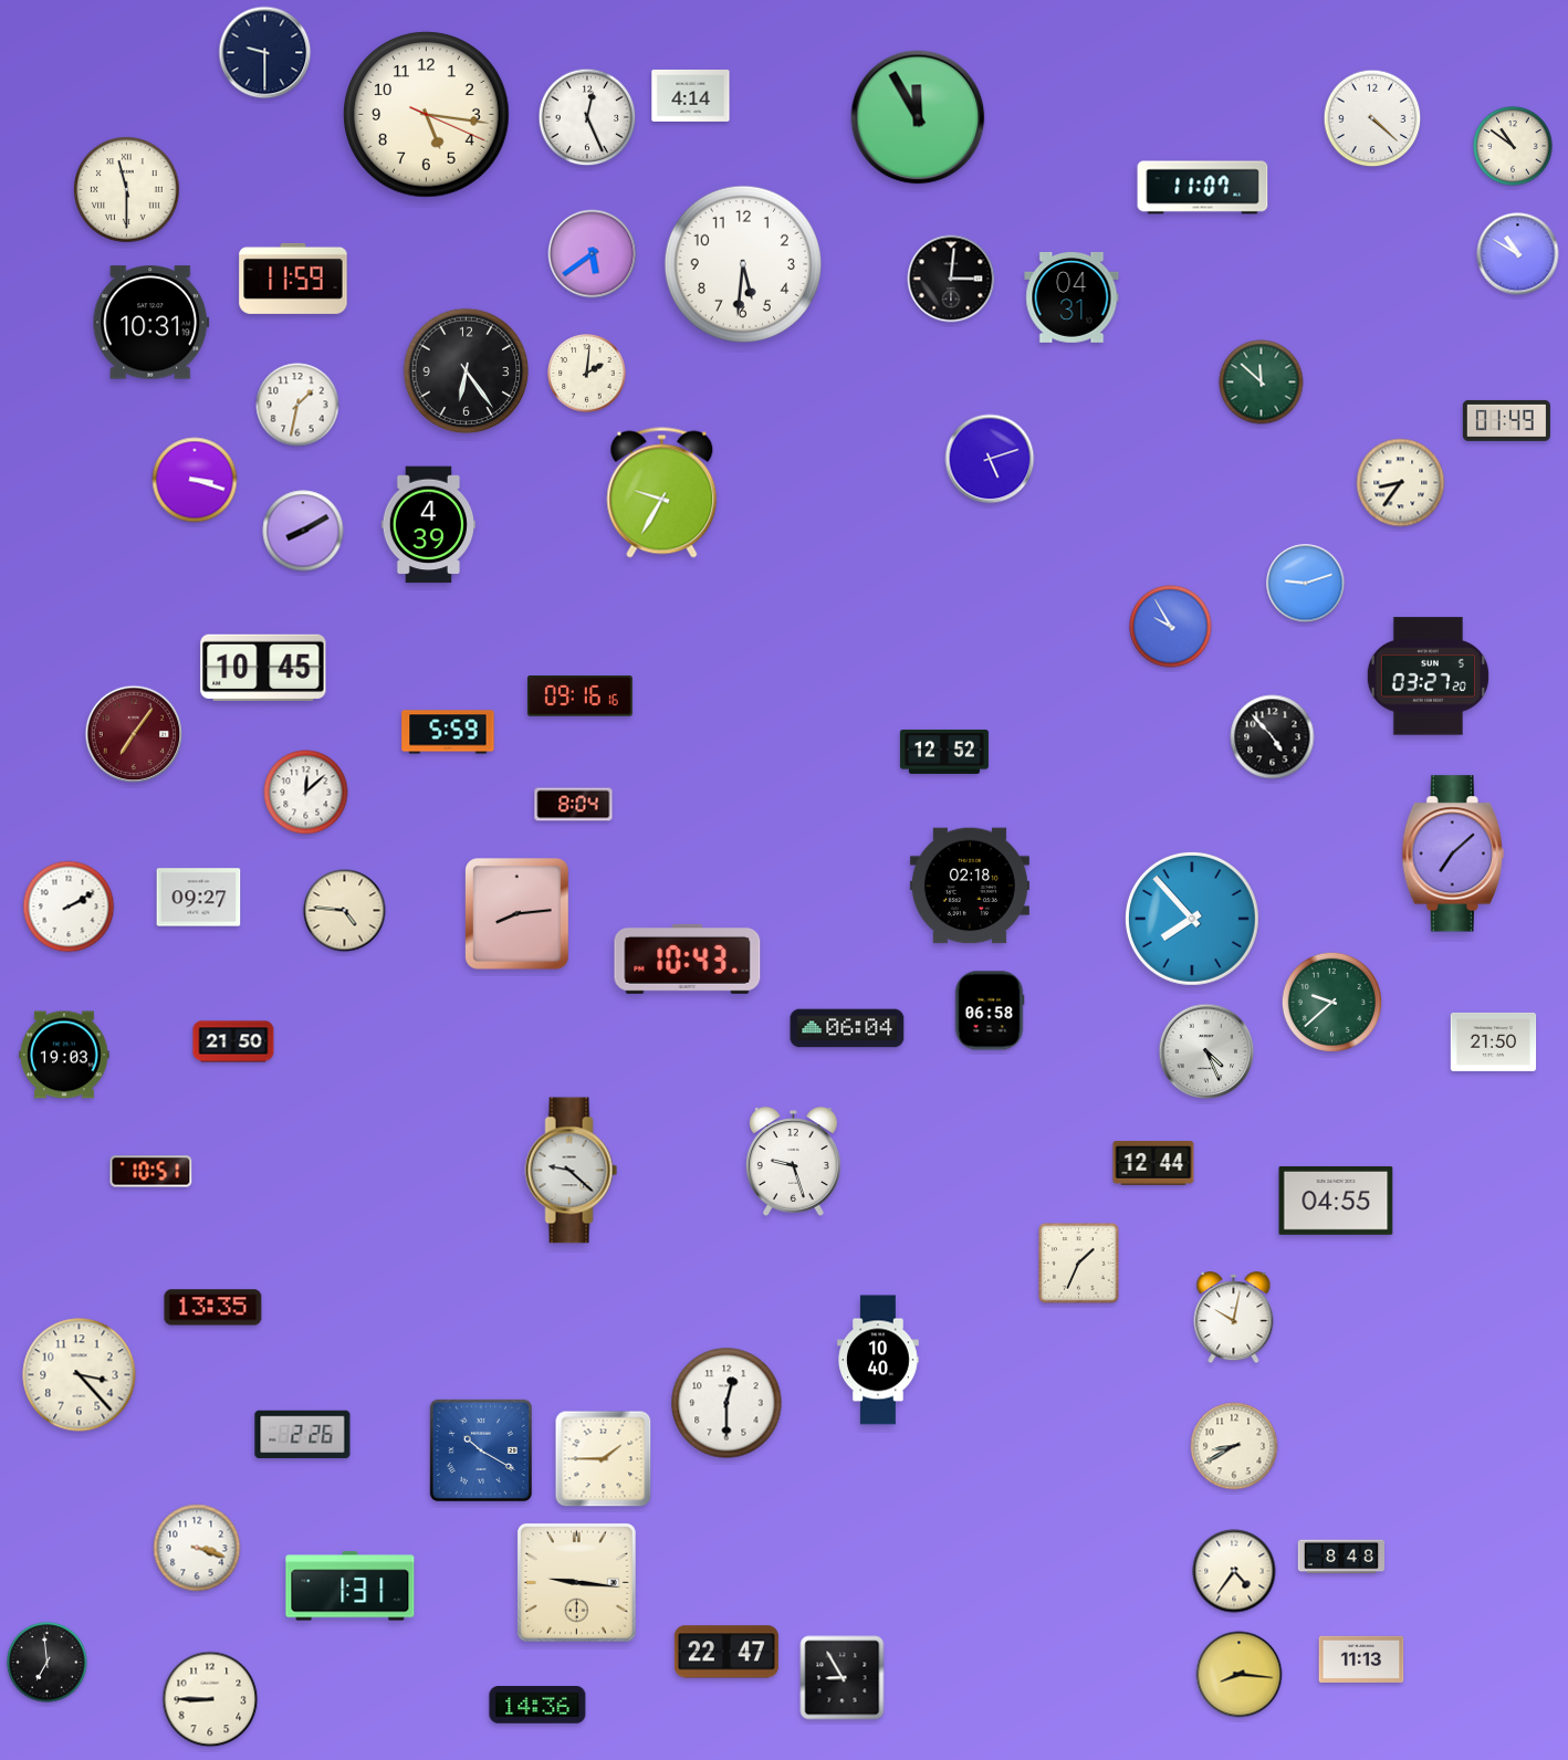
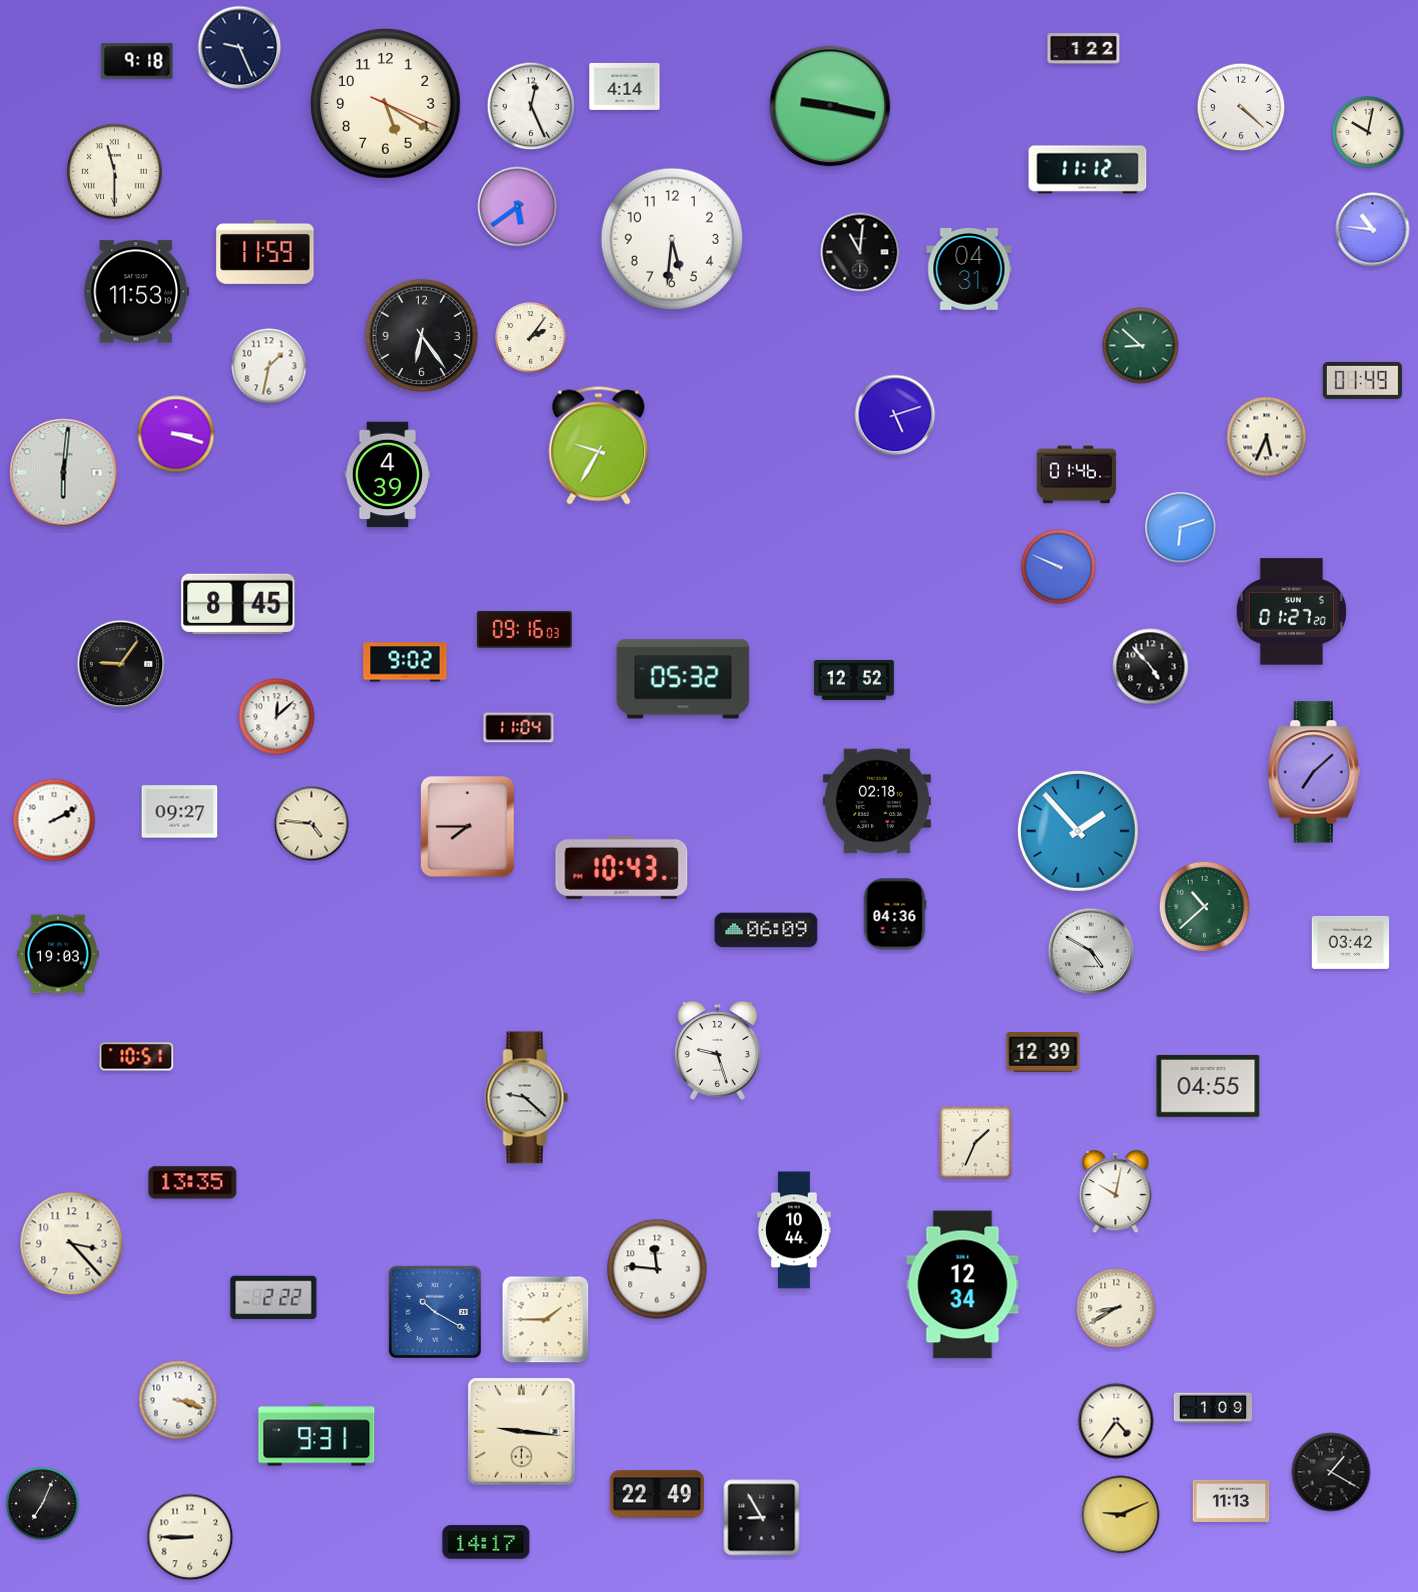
clock at (265, 53): 9:30 -> 9:26
clock at (1084, 49): none -> 1:22
clock at (137, 61): none -> 9:18
clock at (427, 115): 5:16 -> 5:20
clock at (918, 117): 11:55 -> 9:17
clock at (1513, 146): 10:51 -> 10:02
clock at (1203, 188): 11:07 -> 11:12
clock at (593, 254) position: (593, 254) -> (518, 207)
clock at (1518, 254): 10:50 -> 10:46
clock at (951, 279): 3:01 -> 11:01
clock at (151, 323): 10:31 -> 11:53
clock at (587, 374): 2:01 -> 2:06
clock at (1262, 383): 11:52 -> 8:52
clock at (1401, 483): 8:36 -> 5:34
clock at (64, 473): none -> 6:01
clock at (1076, 475): none -> 01:46
clock at (303, 531): 8:10 -> none
clock at (1306, 584): 9:12 -> 6:12
clock at (1171, 627): 9:55 -> 9:49
clock at (263, 668): 10:45 -> 8:45
clock at (1428, 677): 03:27 -> 01:27
clock at (579, 696): 09:16:16 -> 09:16:03
clock at (448, 732): 5:59 -> 9:02
clock at (134, 734): 7:06 -> 9:06
clock at (134, 734) dial: burgundy -> black
clock at (683, 679): none -> 05:32
clock at (574, 805): 8:04 -> 11:04
clock at (69, 907) position: (69, 907) -> (54, 820)
clock at (518, 914): 8:14 -> 7:45
clock at (1192, 919): 7:53 -> 1:53
clock at (1331, 1002): 9:38 -> 10:38
clock at (990, 1010): 06:58 -> 04:36
clock at (847, 1028): 06:04 -> 06:09
clock at (233, 1041): 21:50 -> none
clock at (1494, 1041): 21:50 -> 03:42
clock at (1206, 1051): 4:26 -> 4:50
clock at (1153, 1164): 12:44 -> 12:39
clock at (572, 1171) position: (572, 1171) -> (527, 1098)
clock at (151, 1172) position: (151, 1172) -> (137, 1057)
clock at (878, 1360): 10:40 -> 10:44
clock at (726, 1403): 12:30 -> 11:46
clock at (963, 1285): none -> 12:34
clock at (303, 1435): 2:26 -> 2:22
clock at (1340, 1557): 8:48 -> 1:09
clock at (351, 1586): 1:31 -> 9:31
clock at (1331, 1472): none -> 1:20
clock at (726, 1652): 22:47 -> 22:49
clock at (48, 1663): 6:59 -> 7:04
clock at (1240, 1675): 8:16 -> 9:11
clock at (537, 1705): 14:36 -> 14:17
